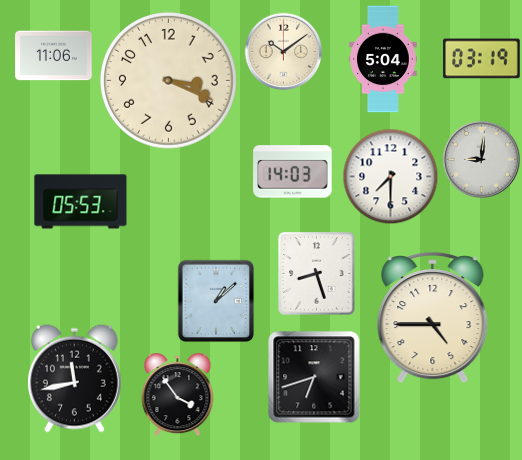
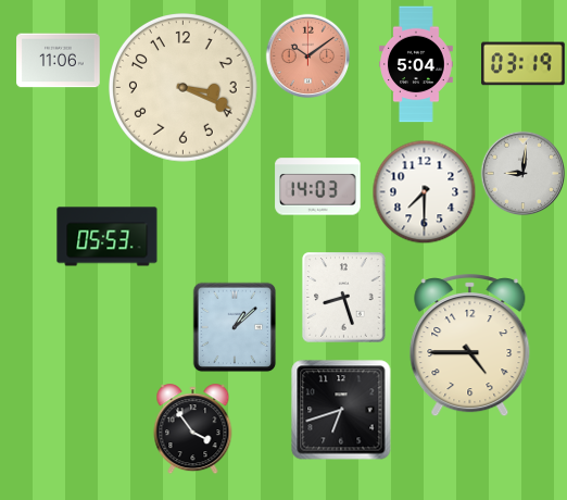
clock at (283, 51) dial: cream -> salmon
clock at (81, 202) position: (81, 202) -> (108, 237)
clock at (74, 378): 11:43 -> none
